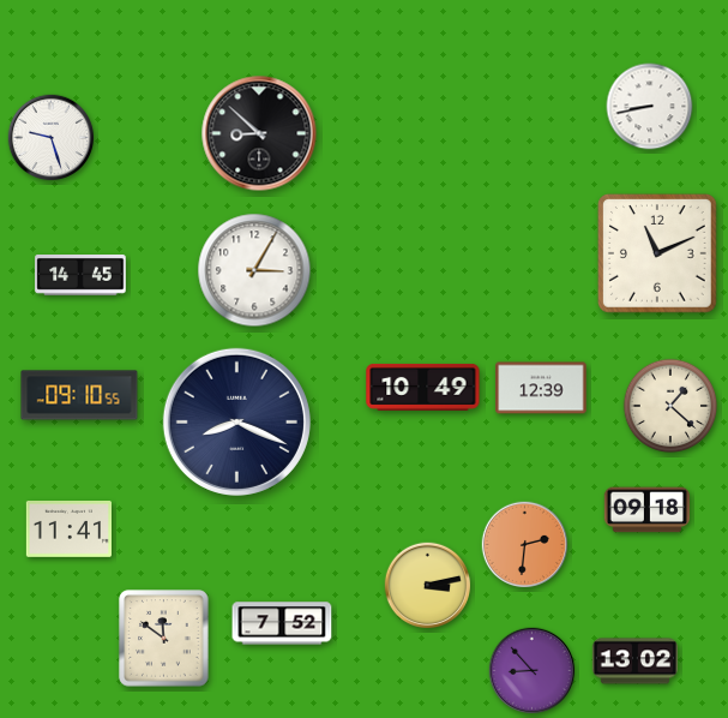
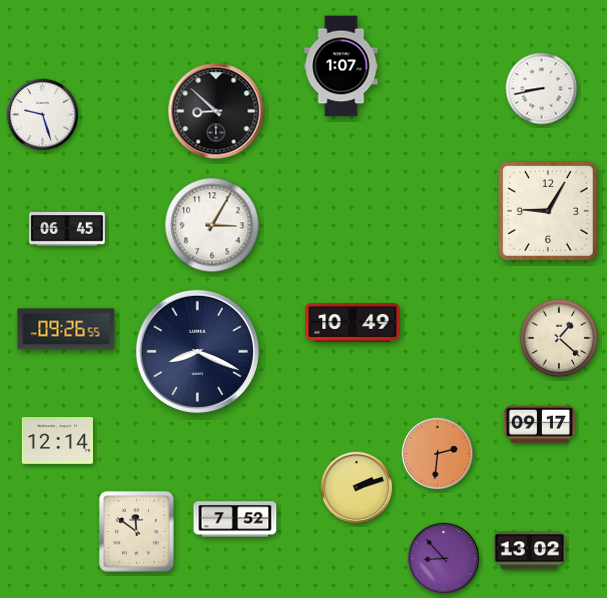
clock at (341, 66): none -> 1:07
clock at (658, 255): 11:11 -> 9:05
clock at (80, 276): 14:45 -> 06:45
clock at (541, 388): 12:39 -> none
clock at (79, 395): 09:10 -> 09:26
clock at (646, 510): 09:18 -> 09:17
clock at (68, 529): 11:41 -> 12:14
clock at (428, 586): 3:13 -> 2:12
